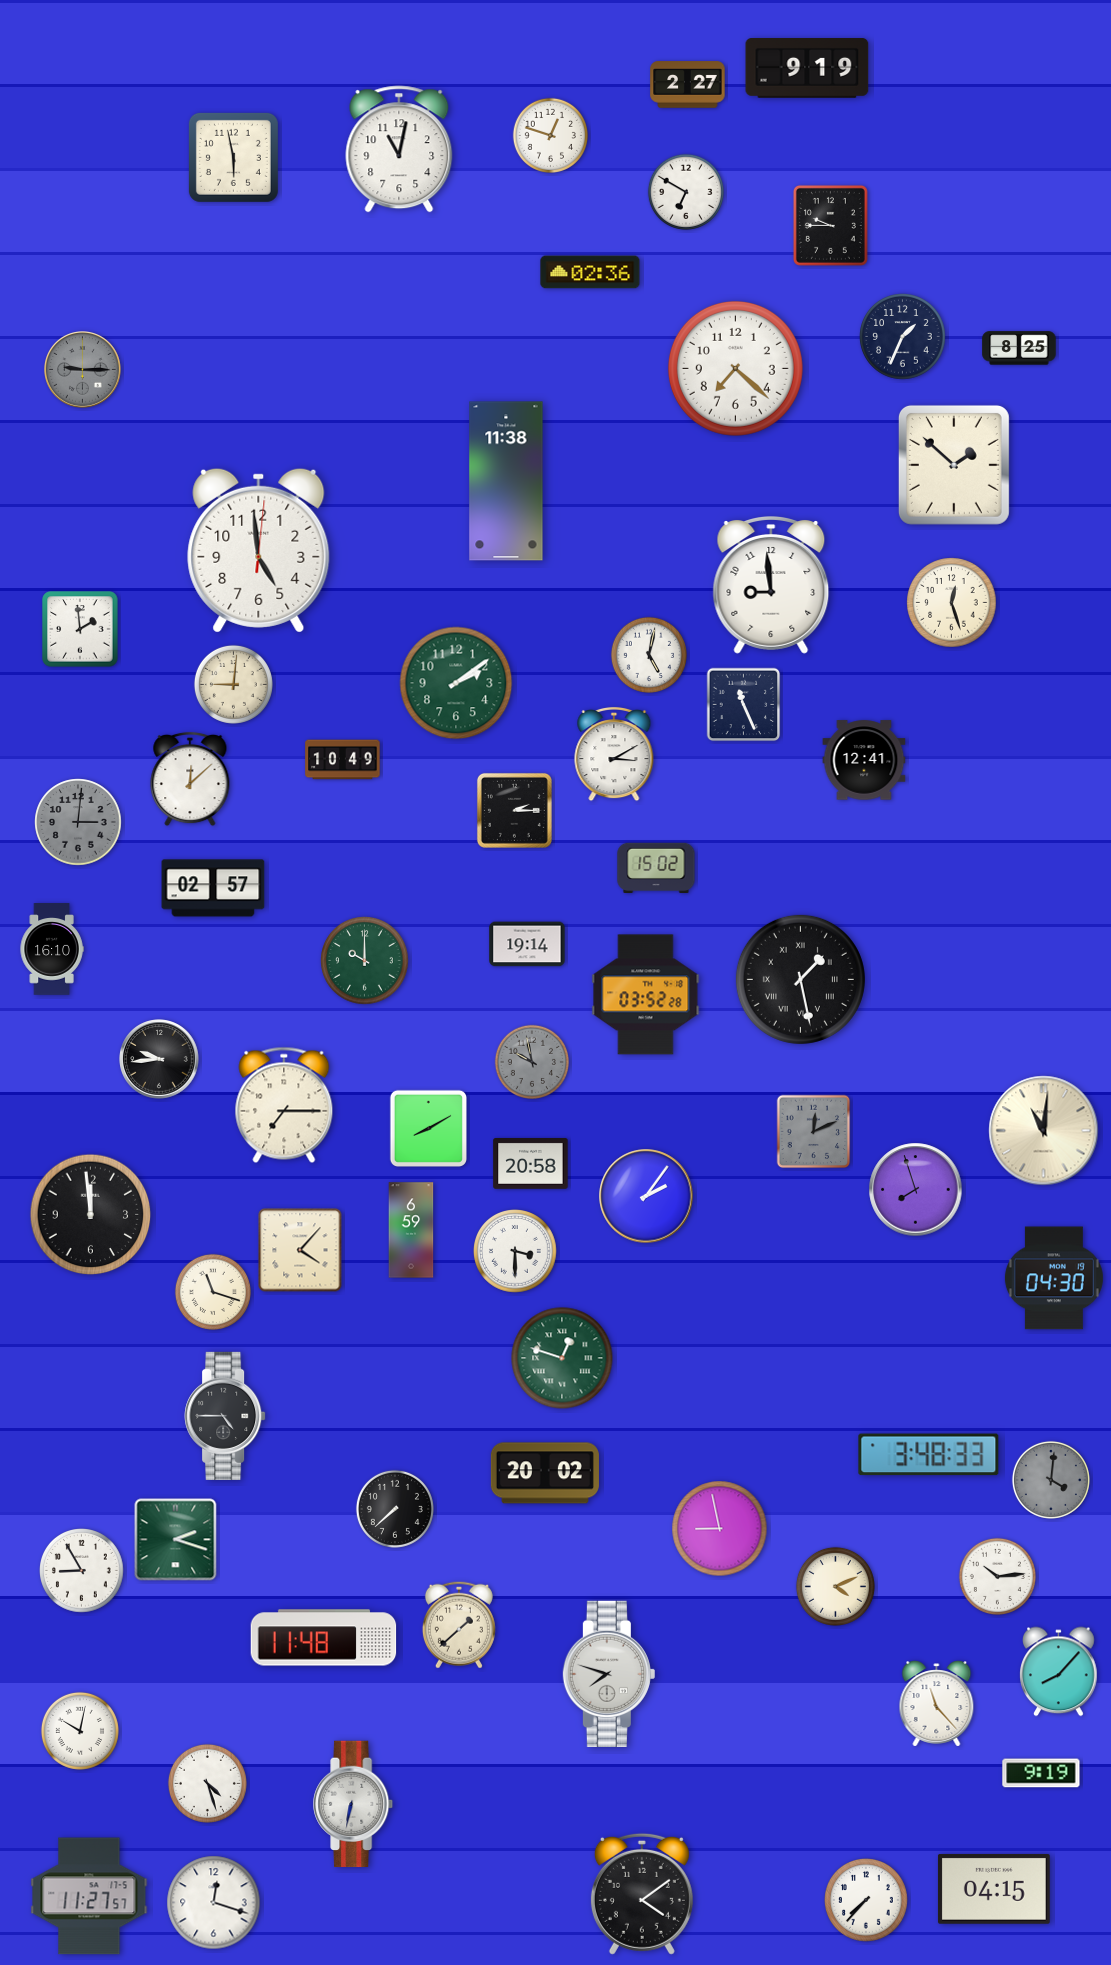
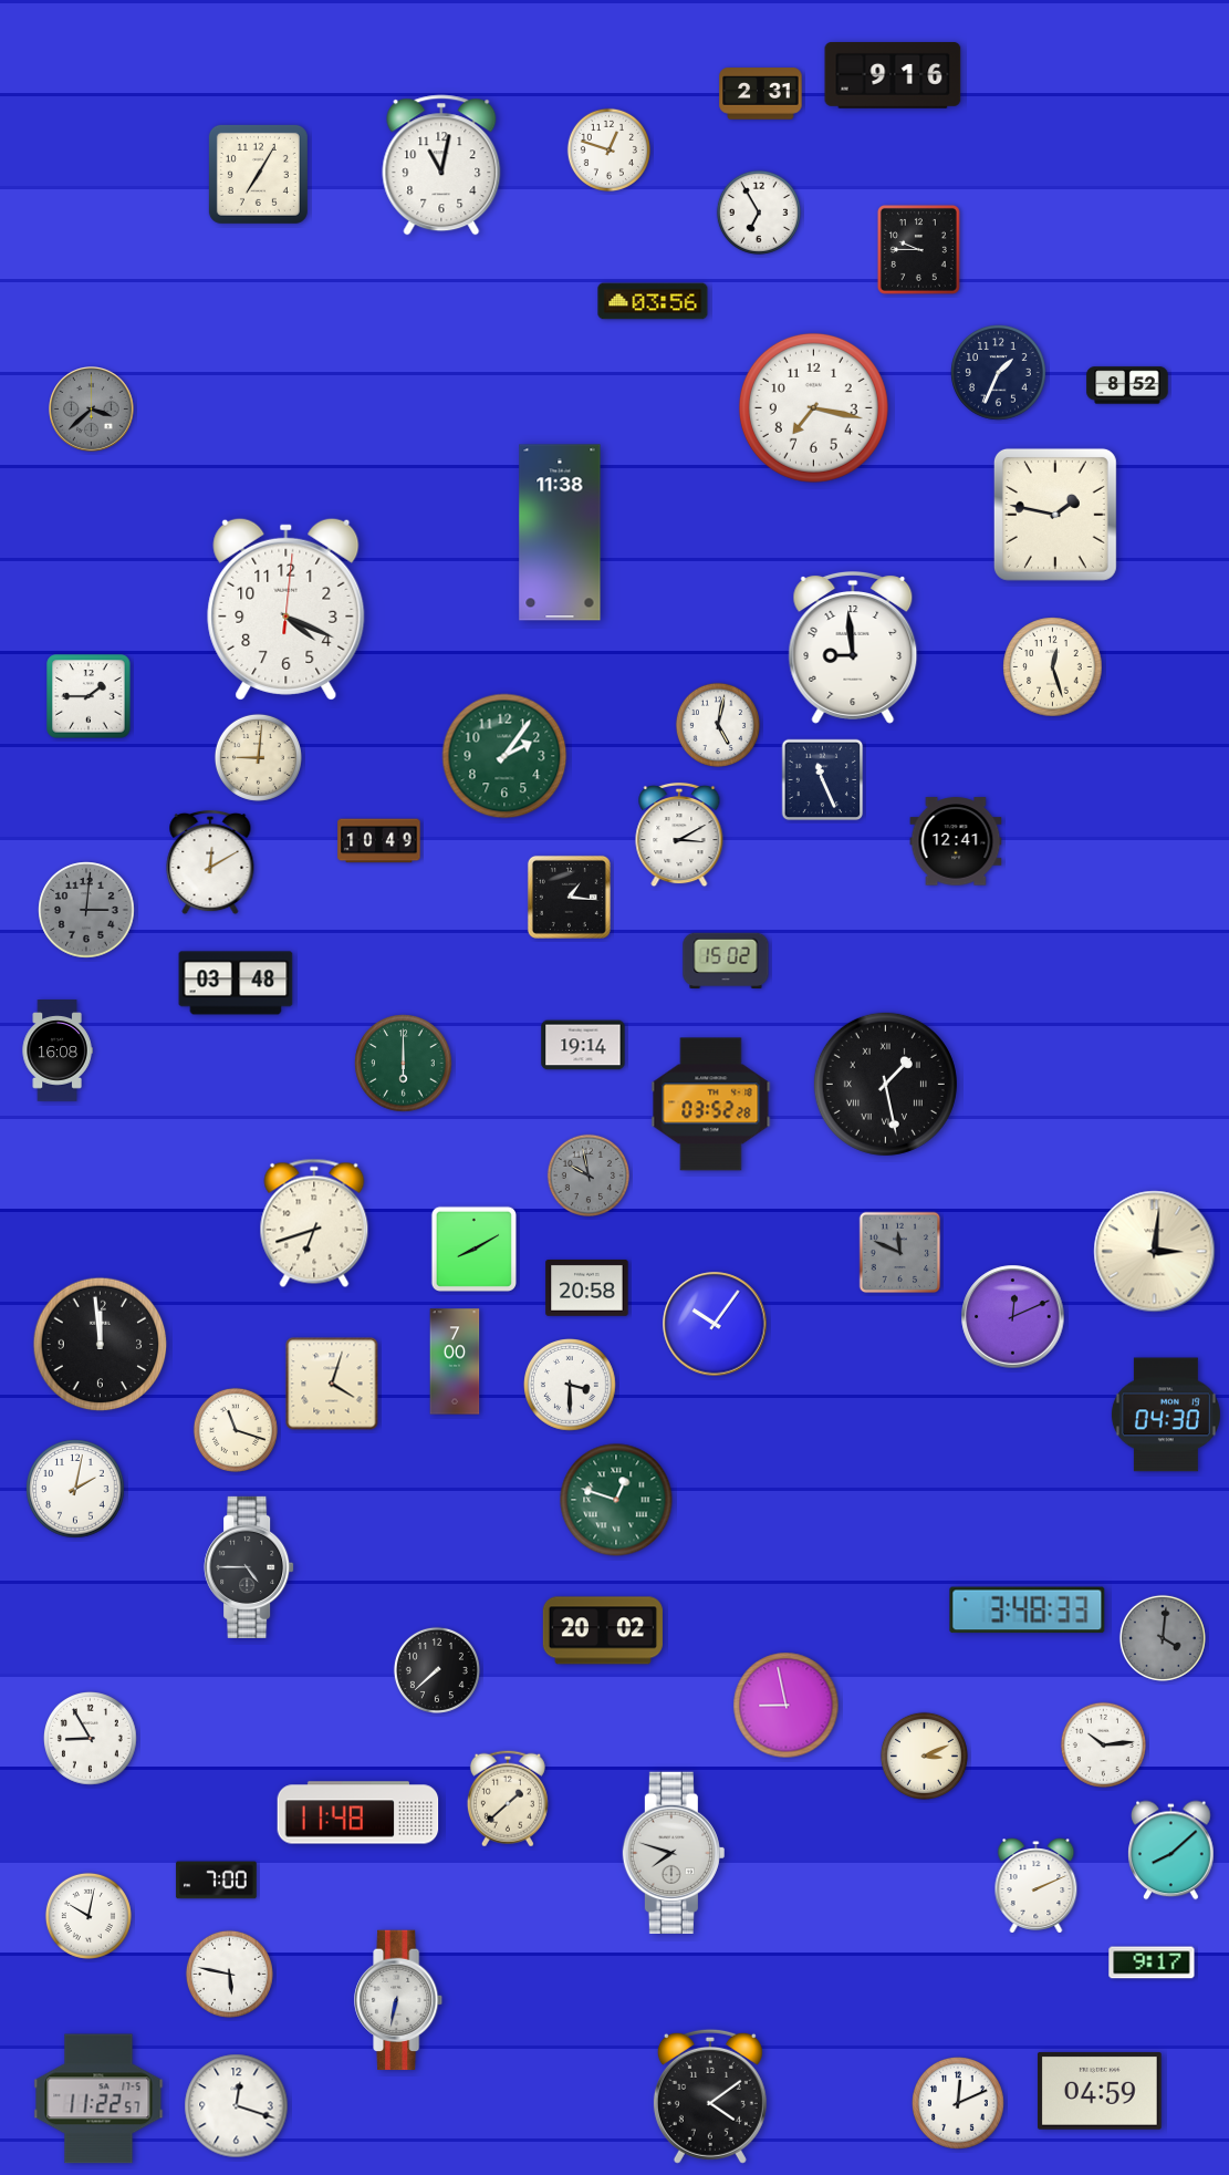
clock at (807, 69): 9:19 -> 9:16
clock at (688, 85): 2:27 -> 2:31
clock at (233, 157): 5:58 -> 7:05
clock at (686, 192): 6:50 -> 6:55
clock at (590, 272): 02:36 -> 03:56
clock at (1019, 348): 8:25 -> 8:52
clock at (735, 368): 7:22 -> 7:17
clock at (83, 370): 9:15 -> 3:38
clock at (954, 465): 1:52 -> 1:47
clock at (259, 550): 4:59 -> 4:19
clock at (80, 629): 1:59 -> 1:45
clock at (456, 683): 2:09 -> 2:06
clock at (190, 779): 12:08 -> 12:10
clock at (514, 810): 2:15 -> 1:16
clock at (213, 888): 02:57 -> 03:48
clock at (52, 949): 16:10 -> 16:08
clock at (365, 961): 10:00 -> 6:00
clock at (646, 995) position: (646, 995) -> (711, 1105)
clock at (159, 1059): 9:44 -> none
clock at (284, 1105): 7:15 -> 6:42
clock at (1044, 1131): 11:01 -> 3:01
clock at (814, 1132): 12:11 -> 11:49
clock at (916, 1190): 7:57 -> 12:11
clock at (646, 1196): 2:06 -> 10:06
clock at (411, 1230): 6:59 -> 7:00
clock at (300, 1250): 4:07 -> 4:03
clock at (75, 1489): none -> 2:02
clock at (562, 1358) position: (562, 1358) -> (616, 1500)
clock at (720, 1529) position: (720, 1529) -> (787, 1706)
clock at (176, 1540): 2:18 -> none
clock at (835, 1586): 4:11 -> 3:11
clock at (1059, 1672): 8:07 -> 8:08
clock at (217, 1881): none -> 7:00
clock at (937, 1704): 11:23 -> 2:11
clock at (1041, 1773): 9:19 -> 9:17
clock at (207, 1783): 4:27 -> 5:47
clock at (354, 1804) position: (354, 1804) -> (399, 2000)
clock at (994, 1889): 04:15 -> 04:59
clock at (89, 1896): 11:27 -> 11:22
clock at (867, 1901): 7:37 -> 12:11
